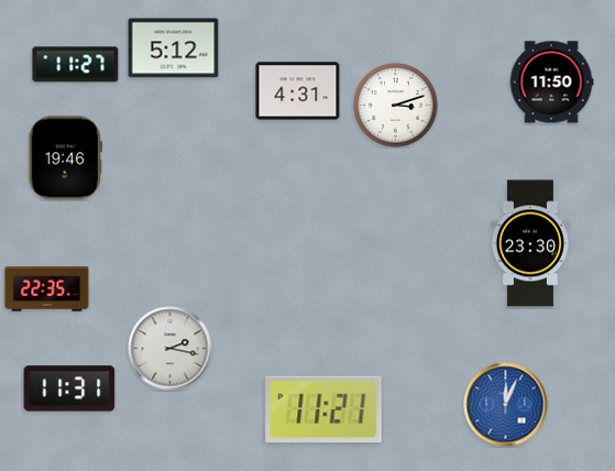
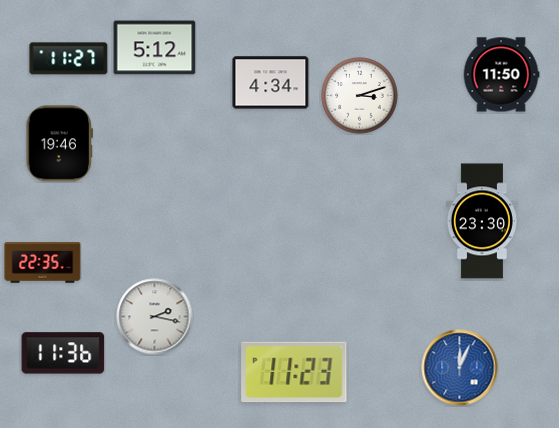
clock at (174, 48) position: (174, 48) -> (155, 48)
clock at (298, 91): 4:31 -> 4:34
clock at (69, 388): 11:31 -> 11:36
clock at (323, 409): 11:21 -> 11:23
